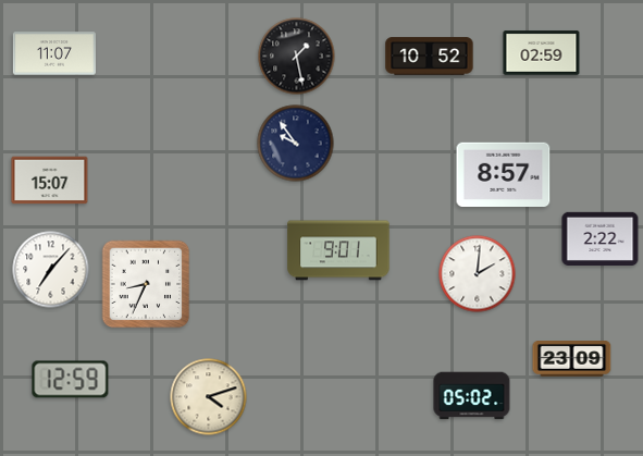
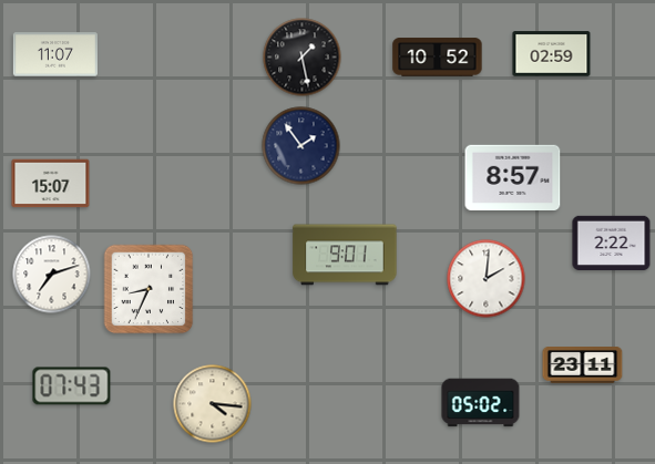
clock at (296, 144): 9:54 -> 1:54
clock at (51, 270): 7:07 -> 7:12
clock at (572, 359): 23:09 -> 23:11
clock at (71, 380): 12:59 -> 07:43
clock at (209, 397): 4:12 -> 4:16
